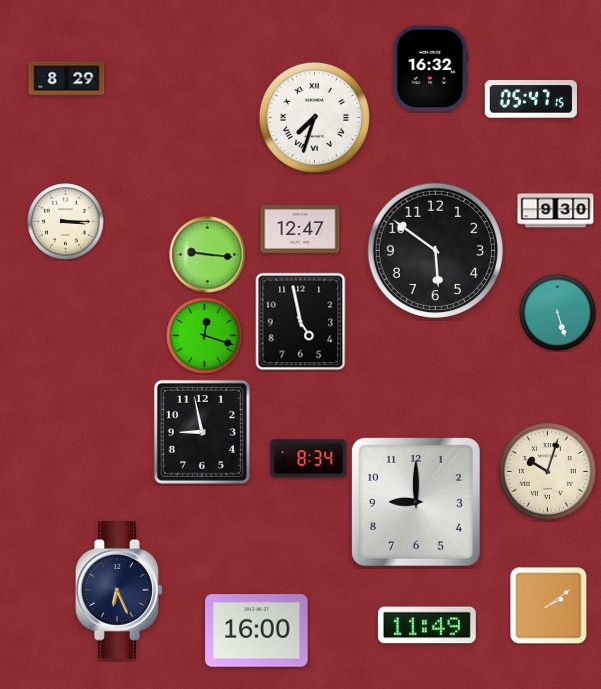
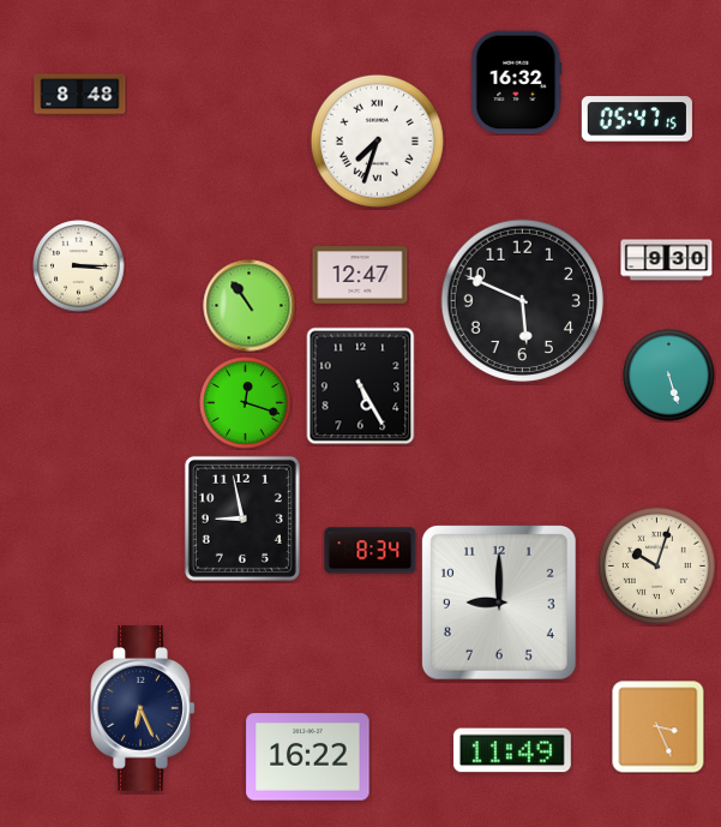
clock at (67, 79): 8:29 -> 8:48
clock at (556, 211) position: (556, 211) -> (667, 260)
clock at (435, 250): 5:51 -> 5:49
clock at (208, 255): 9:16 -> 10:54
clock at (301, 322): 4:58 -> 5:25
clock at (549, 606): 2:09 -> 3:26
clock at (257, 631): 16:00 -> 16:22
